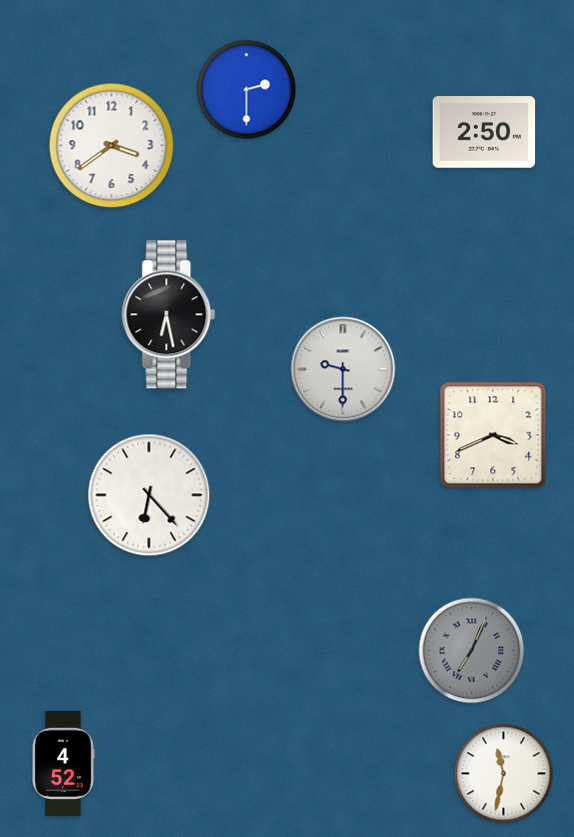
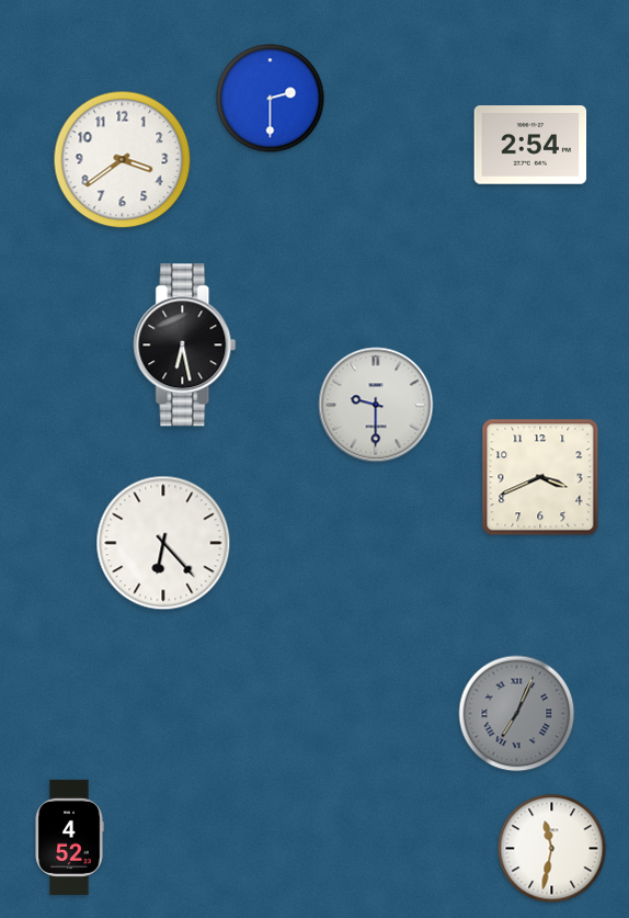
clock at (484, 132): 2:50 -> 2:54
